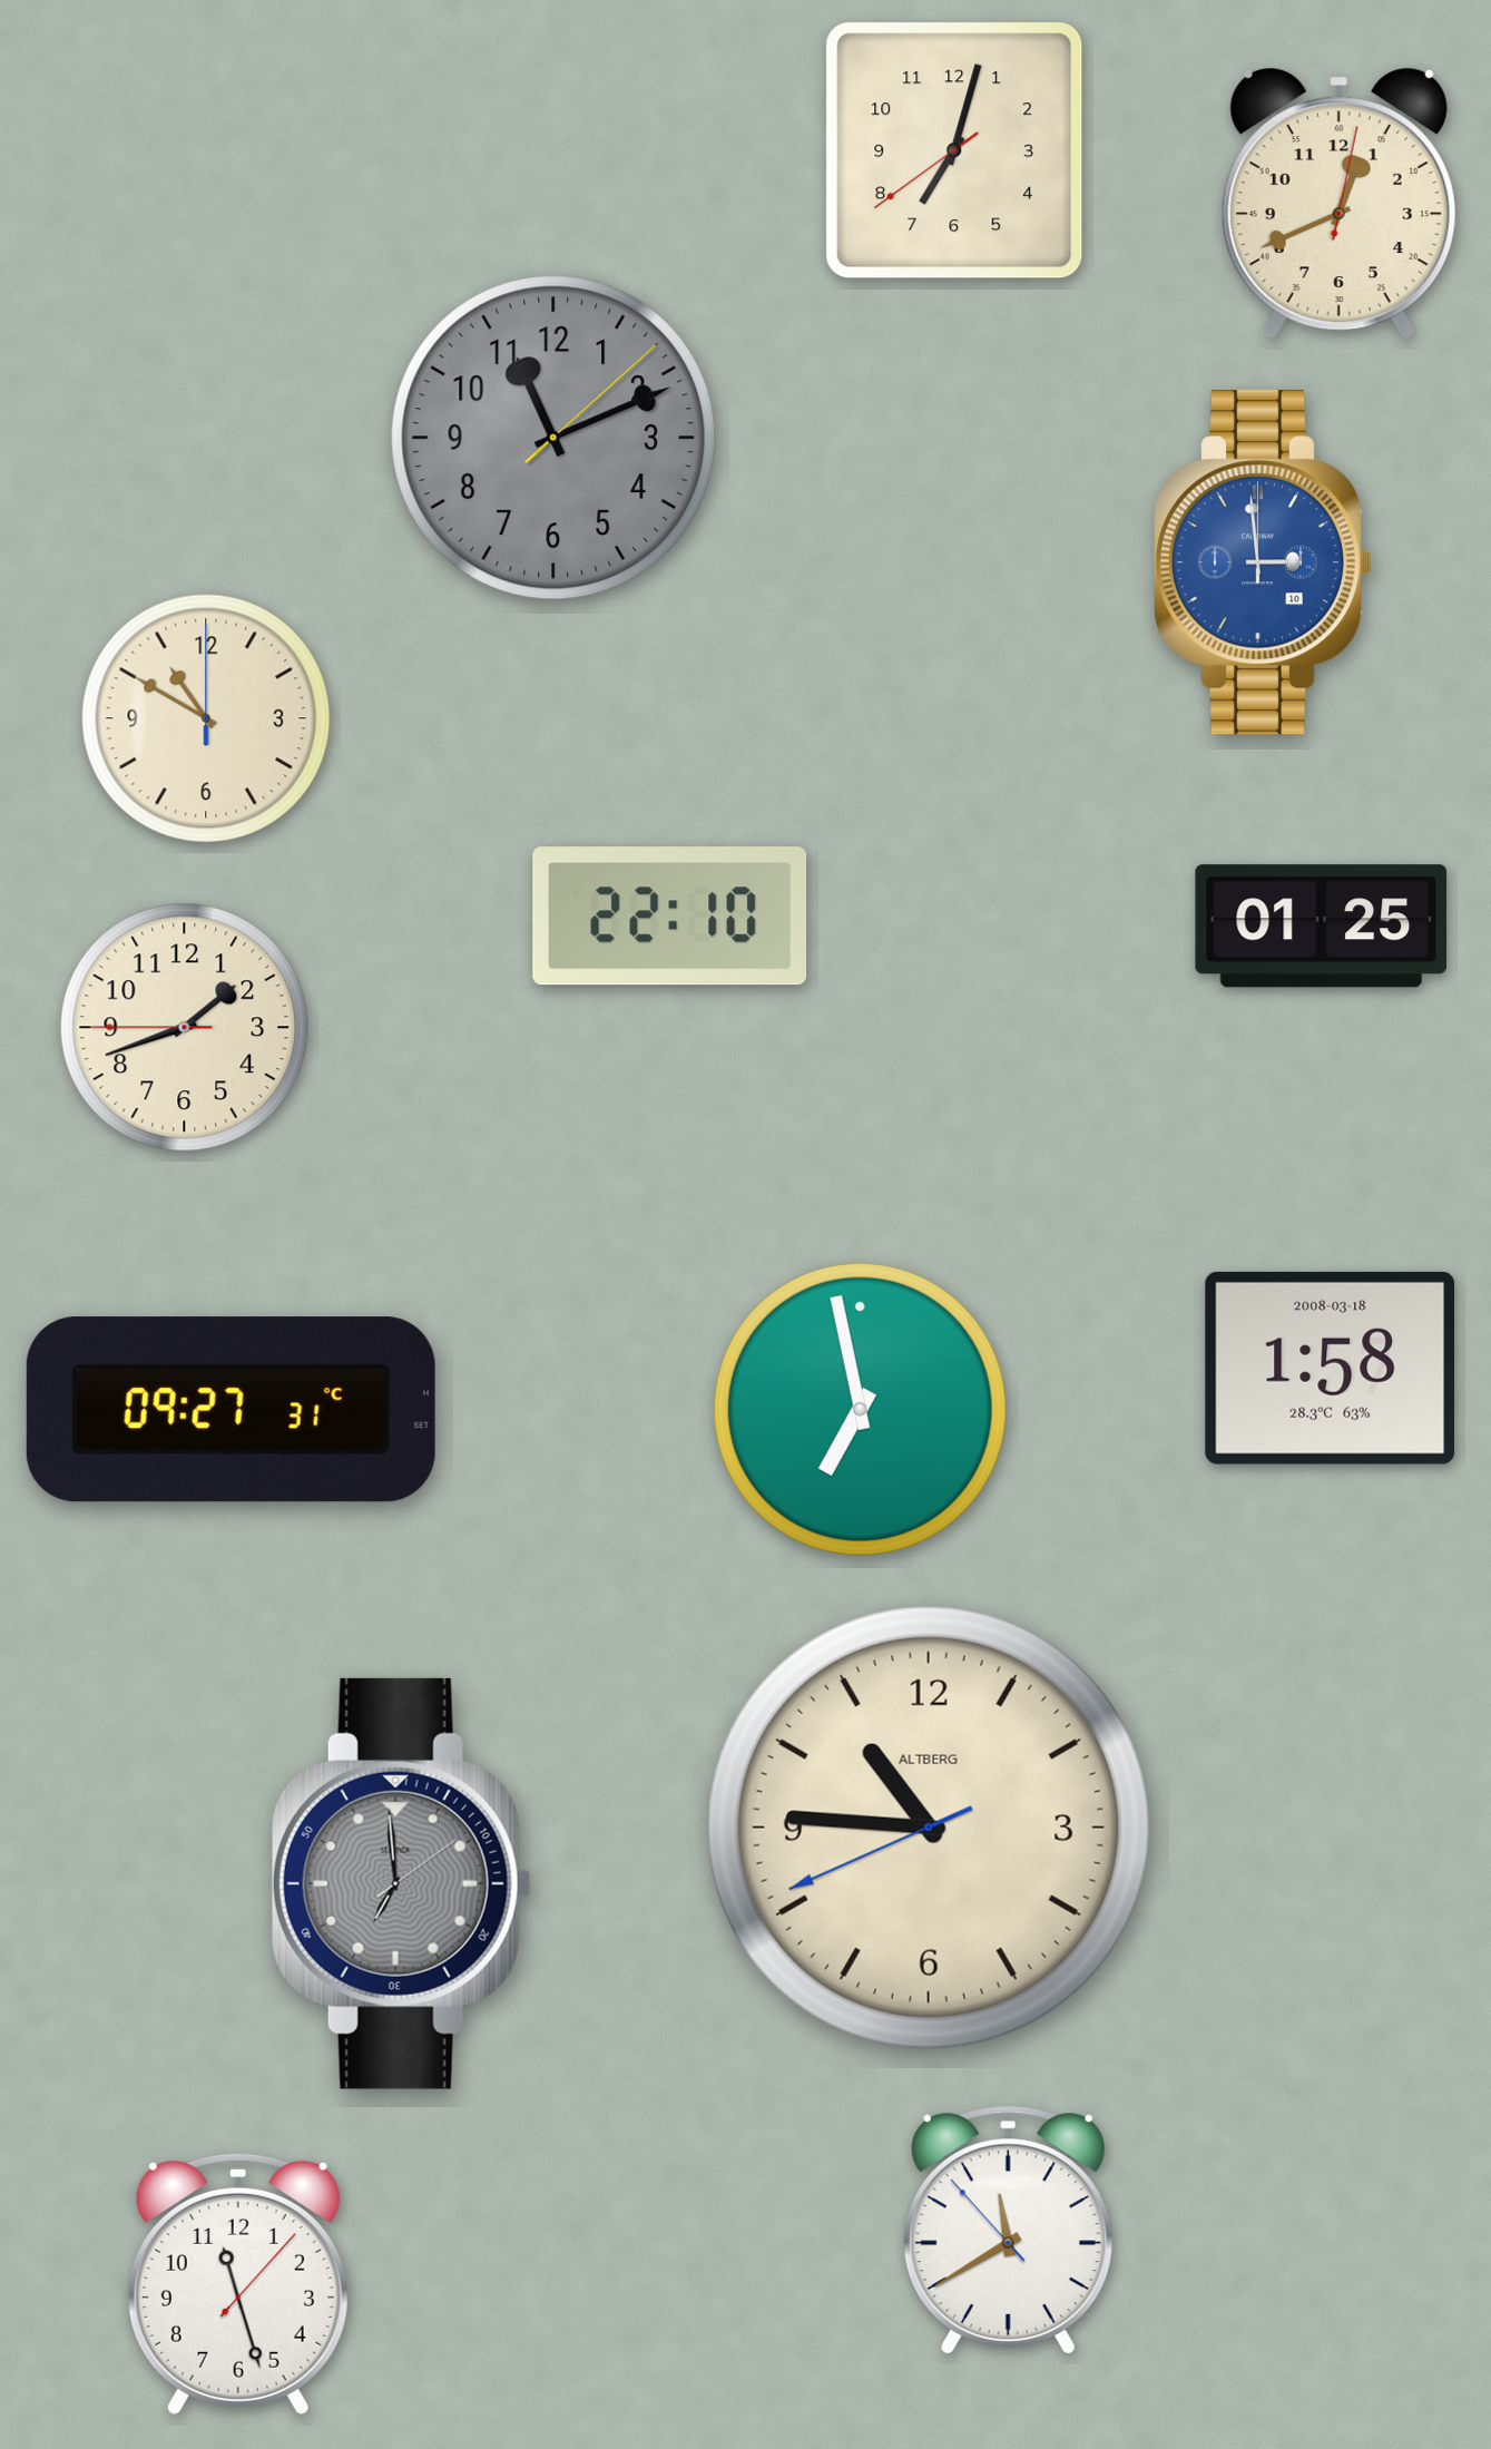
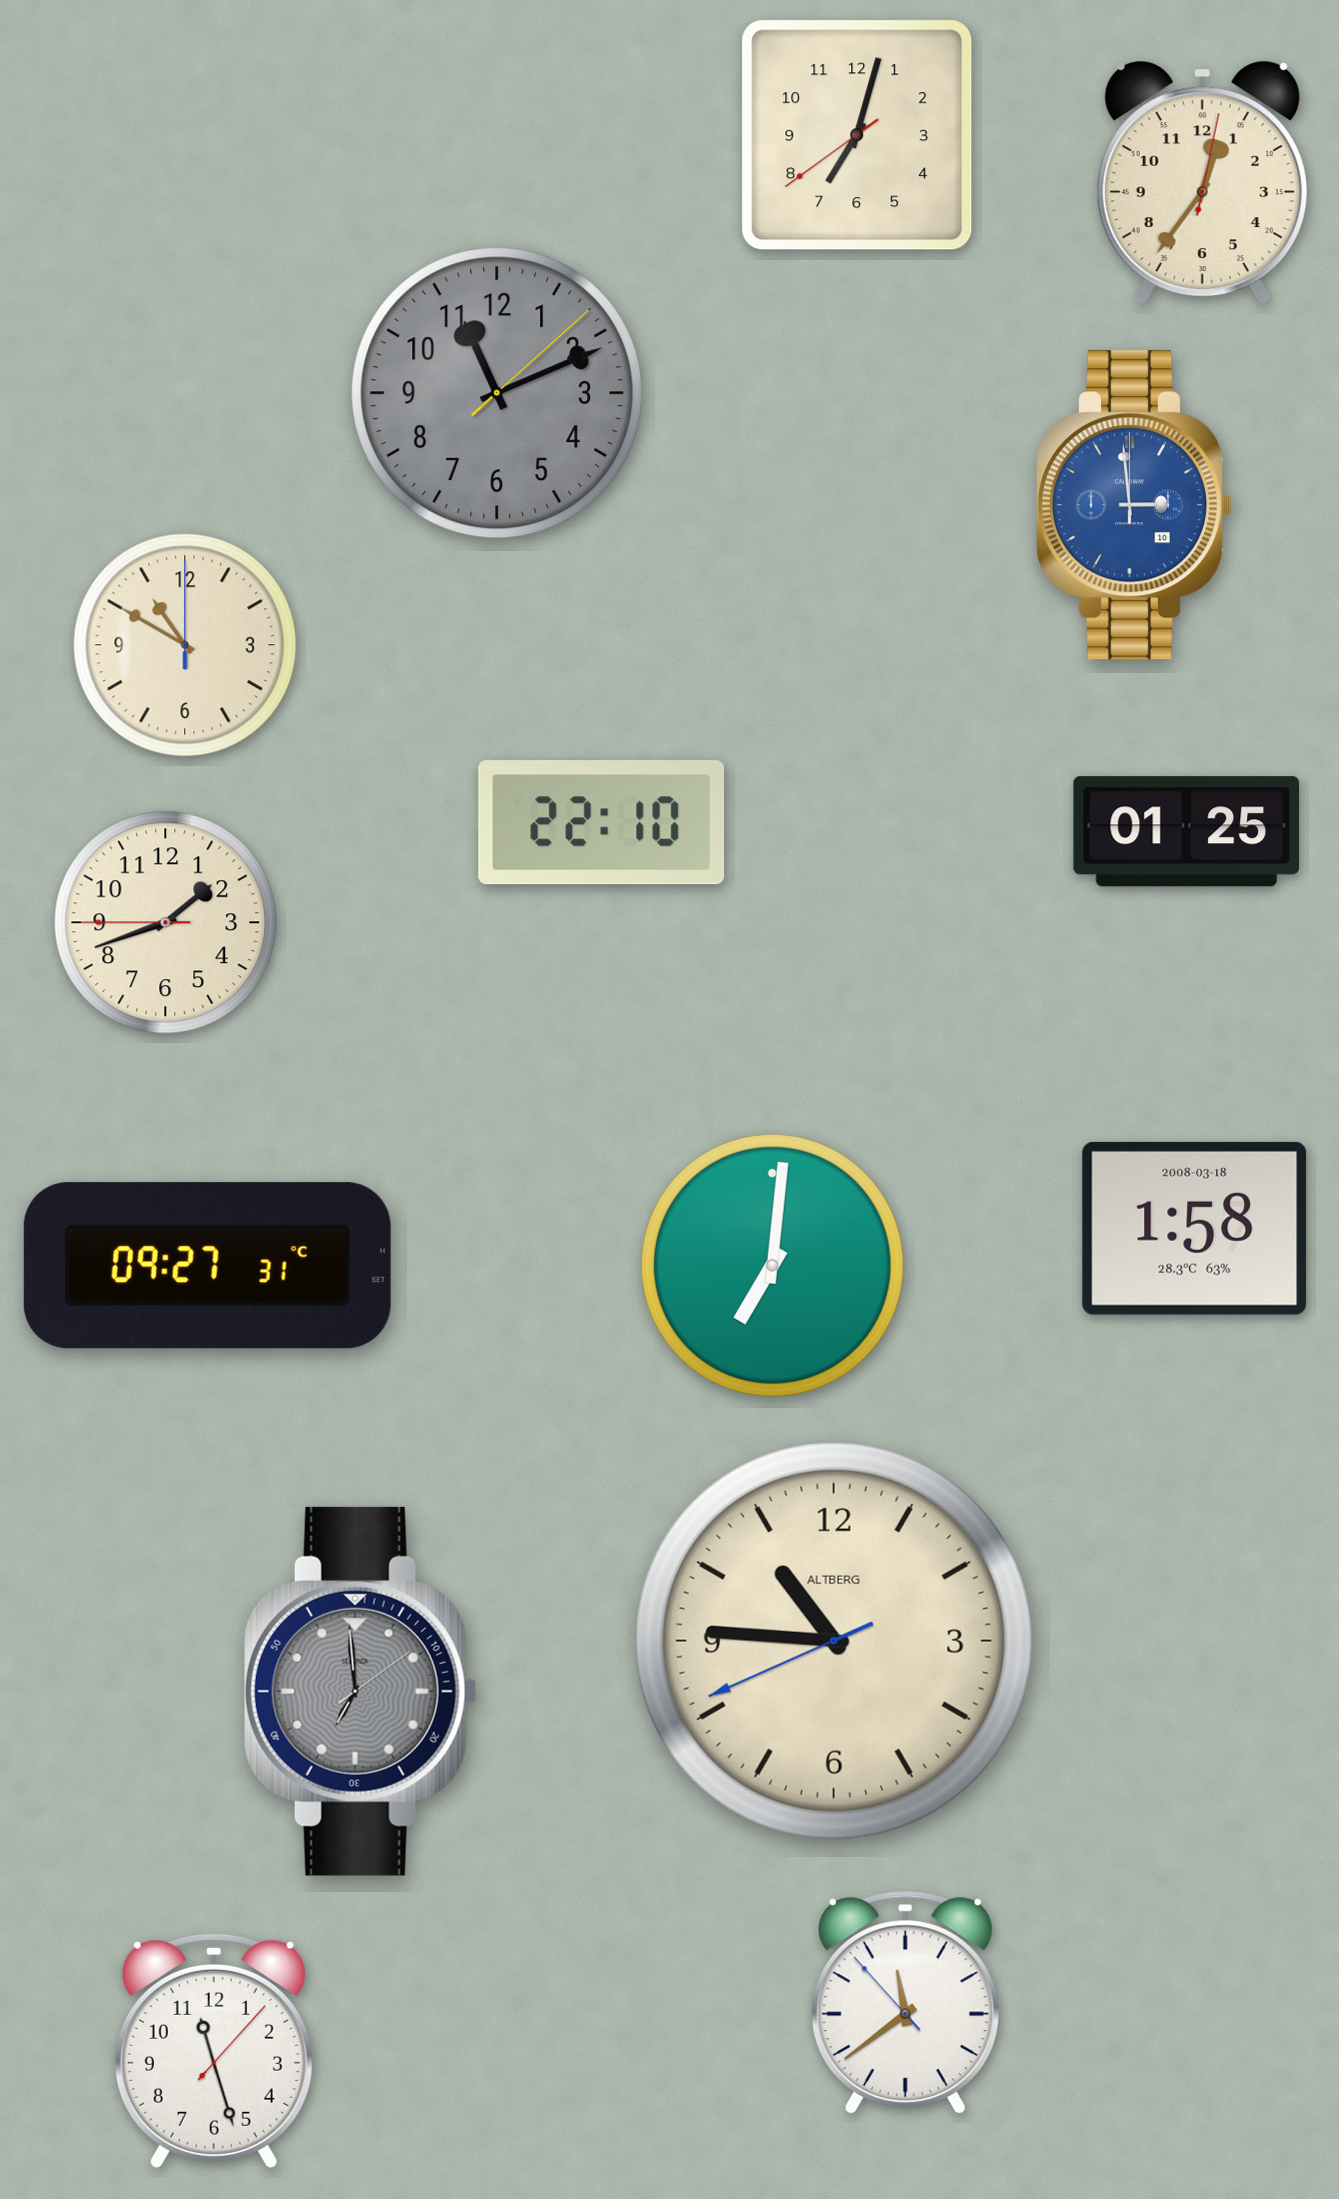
clock at (1338, 204): 12:41 -> 12:36
clock at (860, 1409): 6:58 -> 7:01
clock at (1008, 2231): 11:39 -> 11:38
